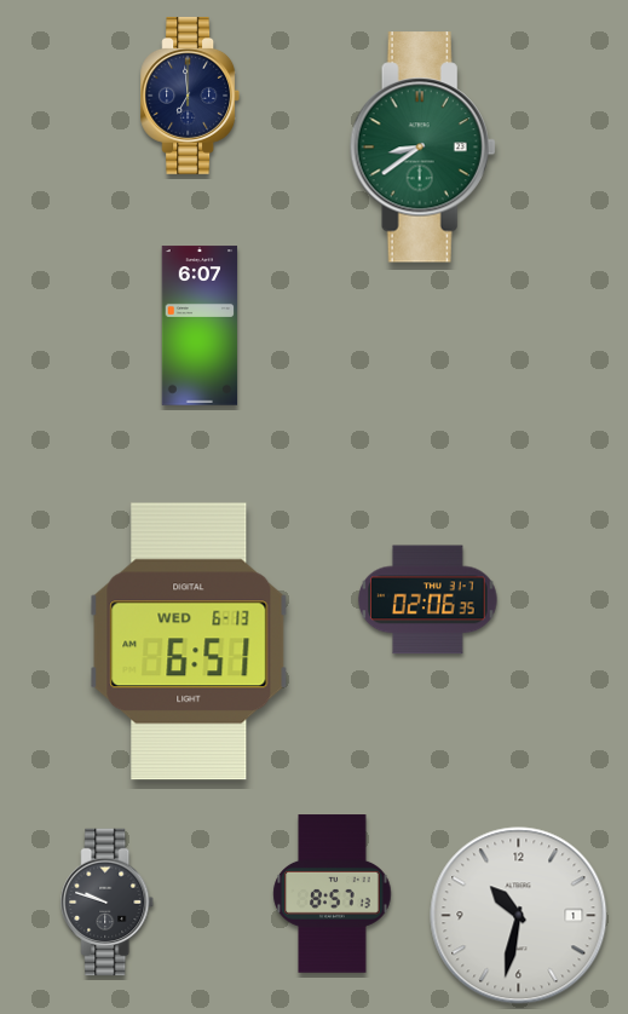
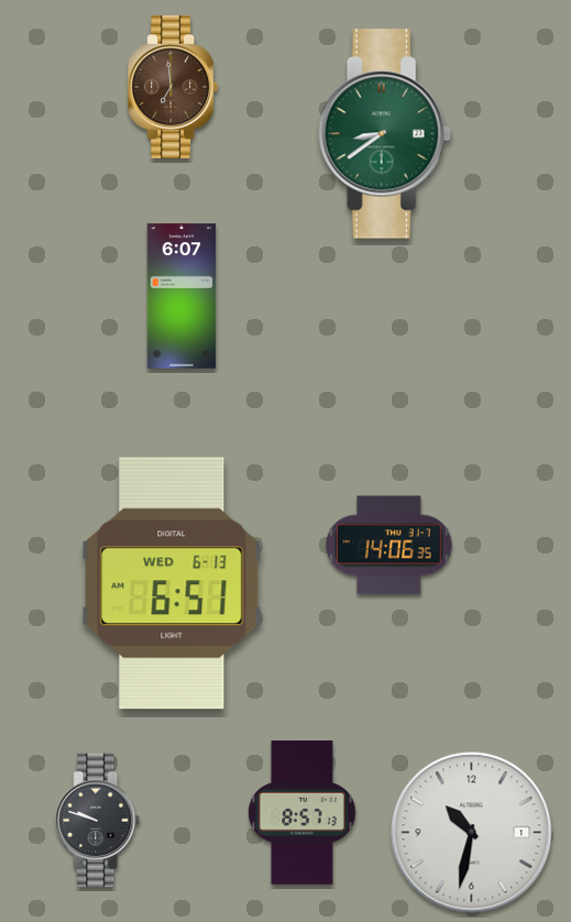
clock at (190, 96) dial: navy -> brown
clock at (428, 600): 02:06 -> 14:06
